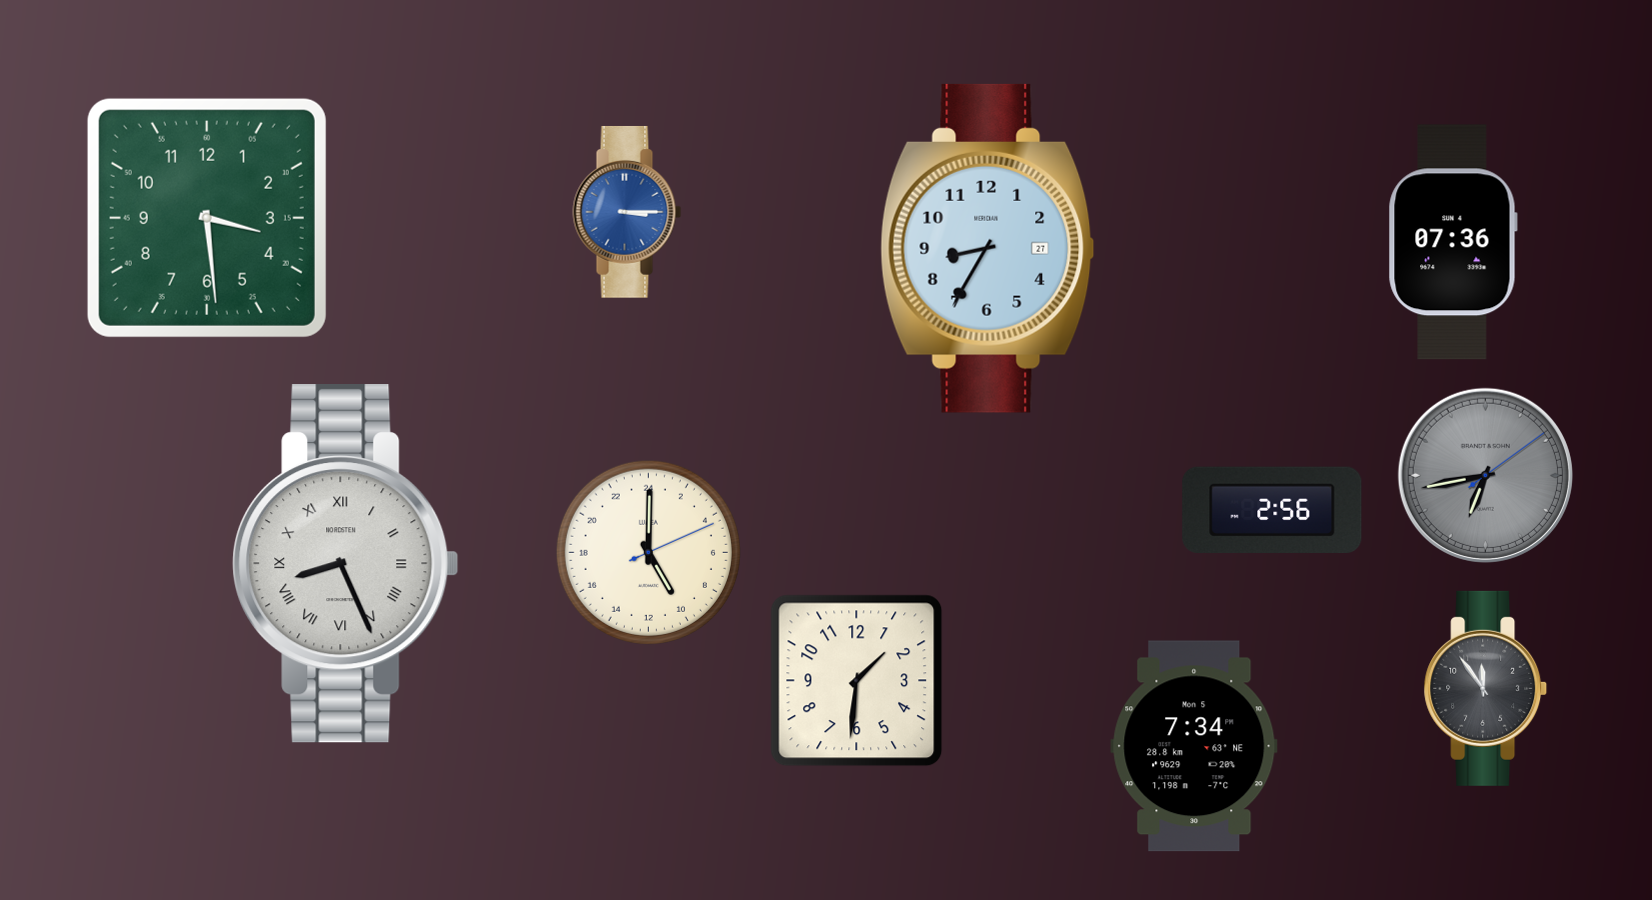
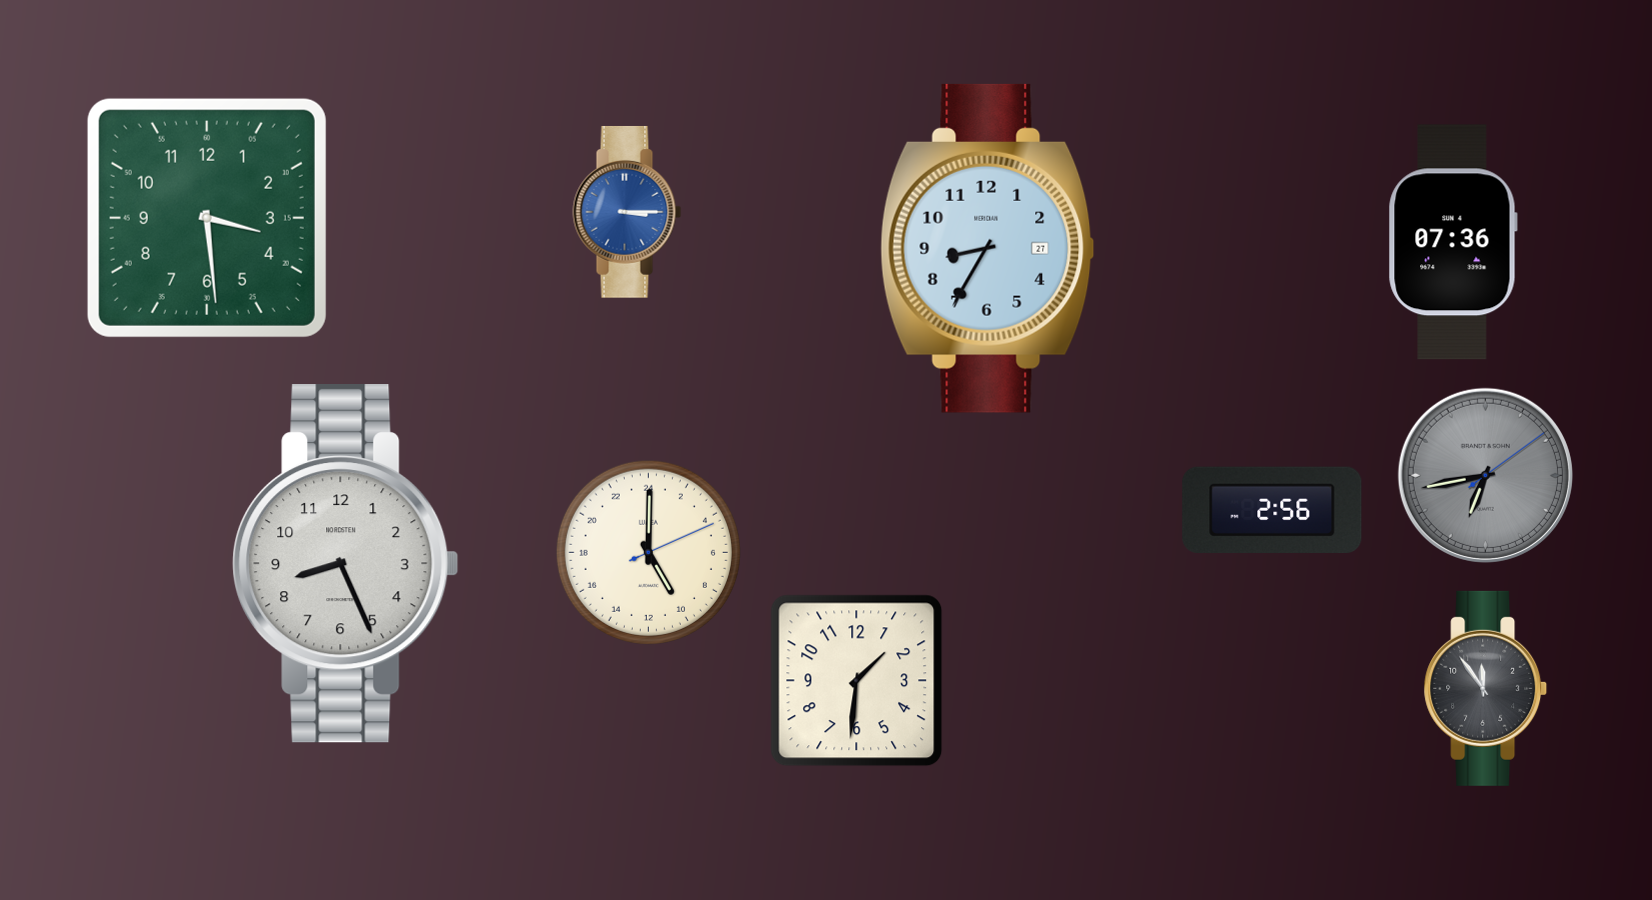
clock at (346, 564) numerals: Roman -> Arabic
clock at (1194, 746): 7:34 -> none
